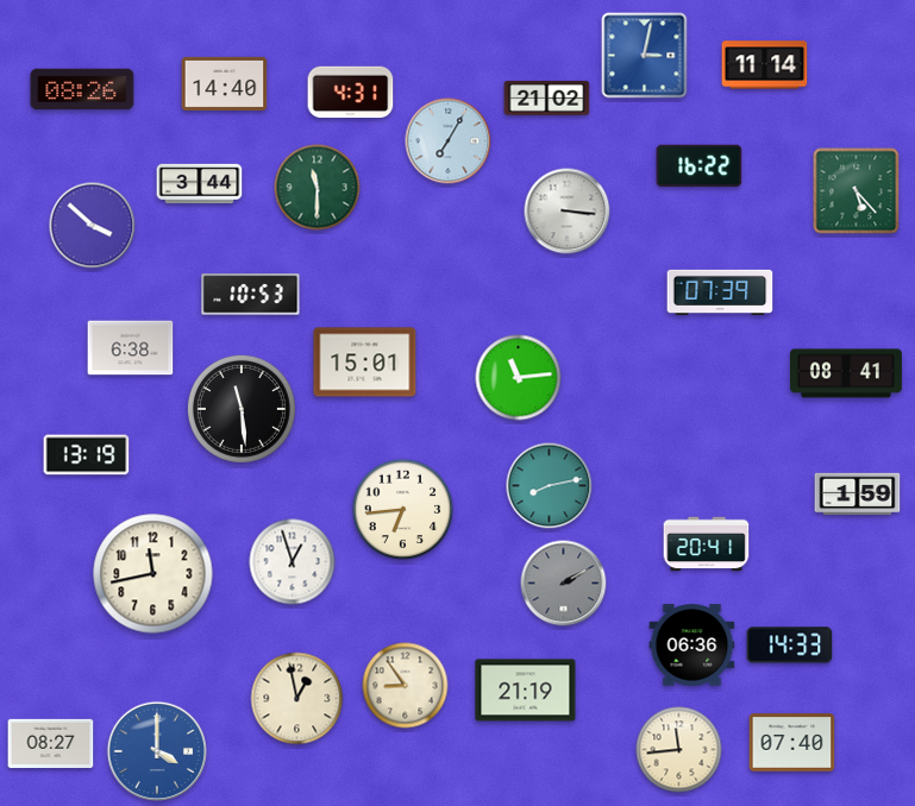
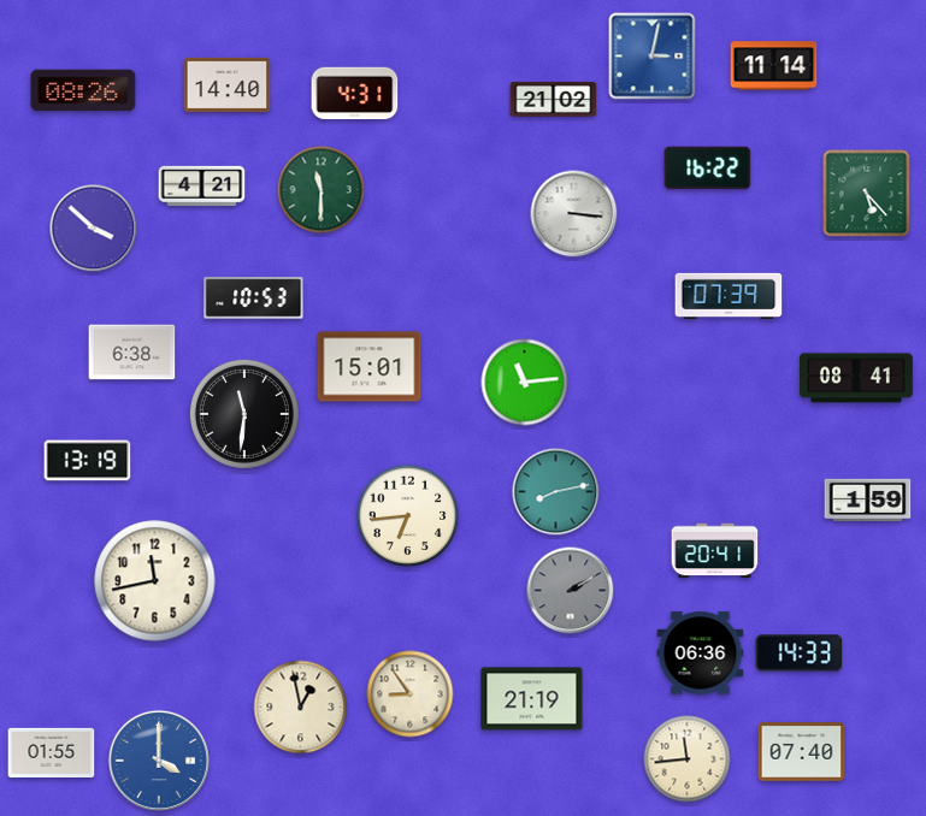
clock at (449, 141): 7:05 -> none
clock at (200, 184): 3:44 -> 4:21
clock at (242, 409): 11:29 -> 11:31
clock at (293, 562): 12:57 -> none
clock at (51, 743): 08:27 -> 01:55
